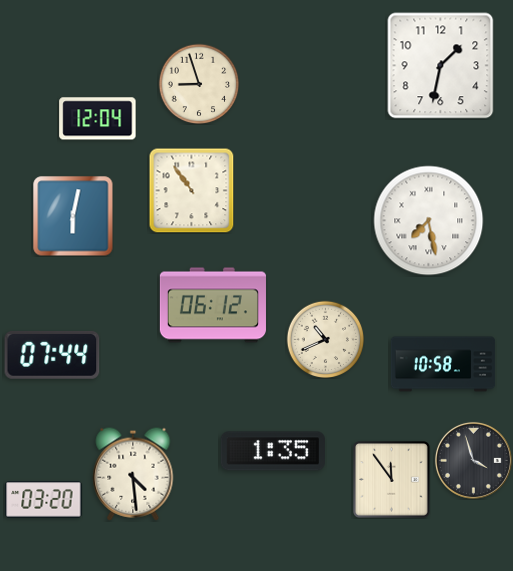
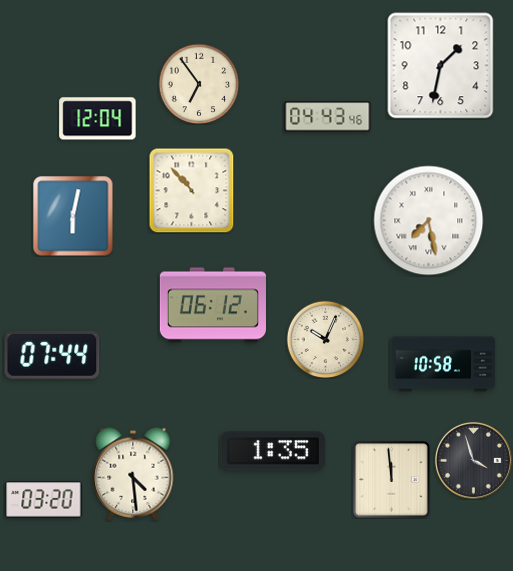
clock at (199, 84): 8:57 -> 6:54
clock at (328, 117): none -> 04:43
clock at (191, 191): 10:54 -> 10:53
clock at (325, 339): 10:41 -> 10:04
clock at (392, 480): 11:54 -> 11:59
